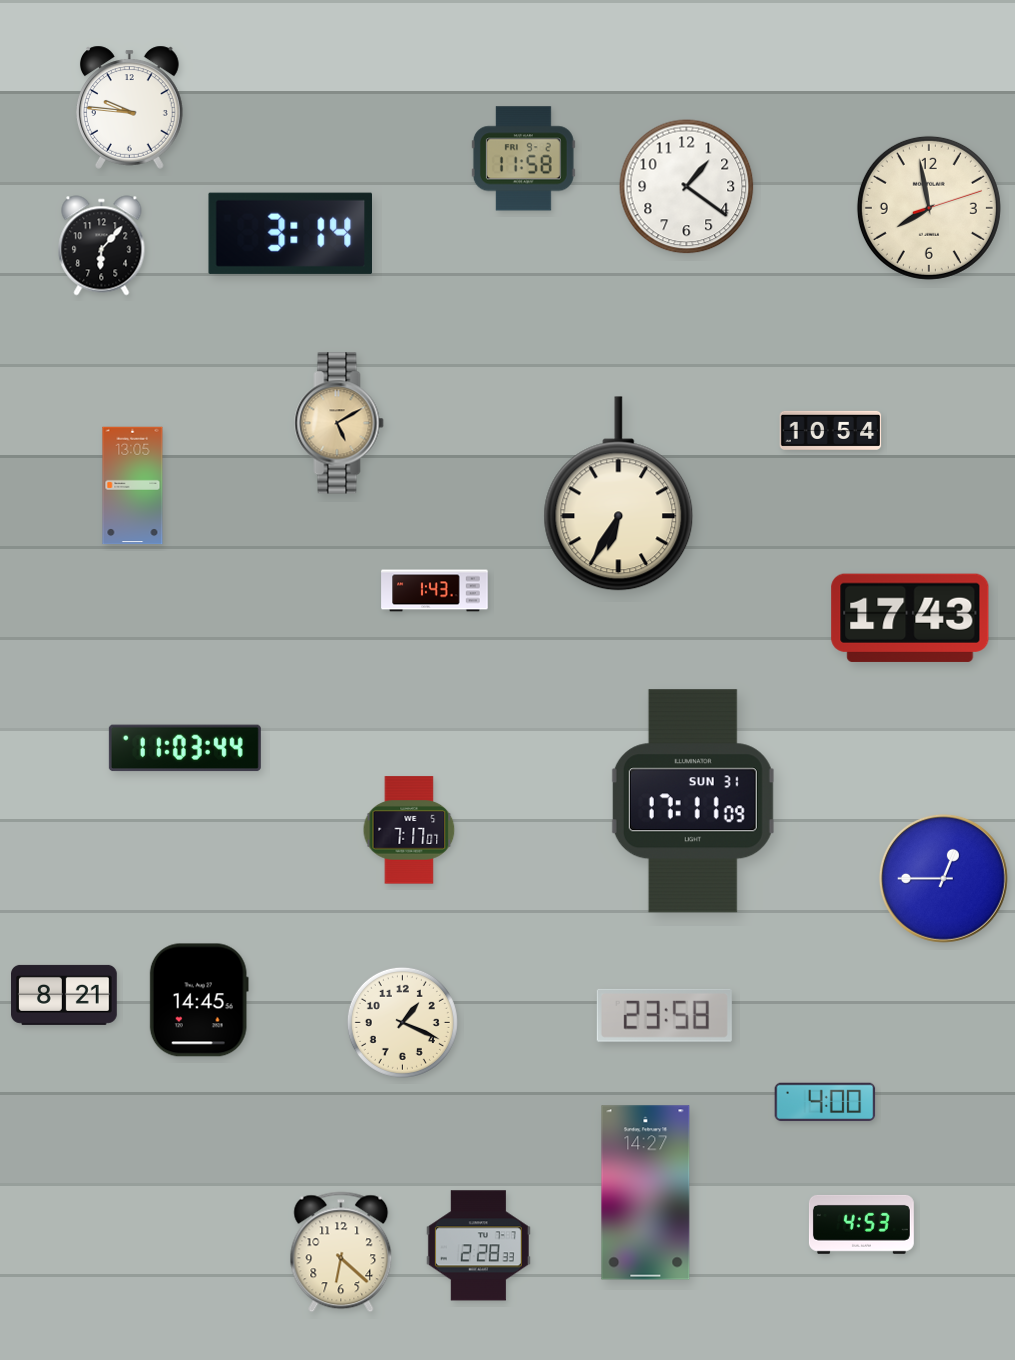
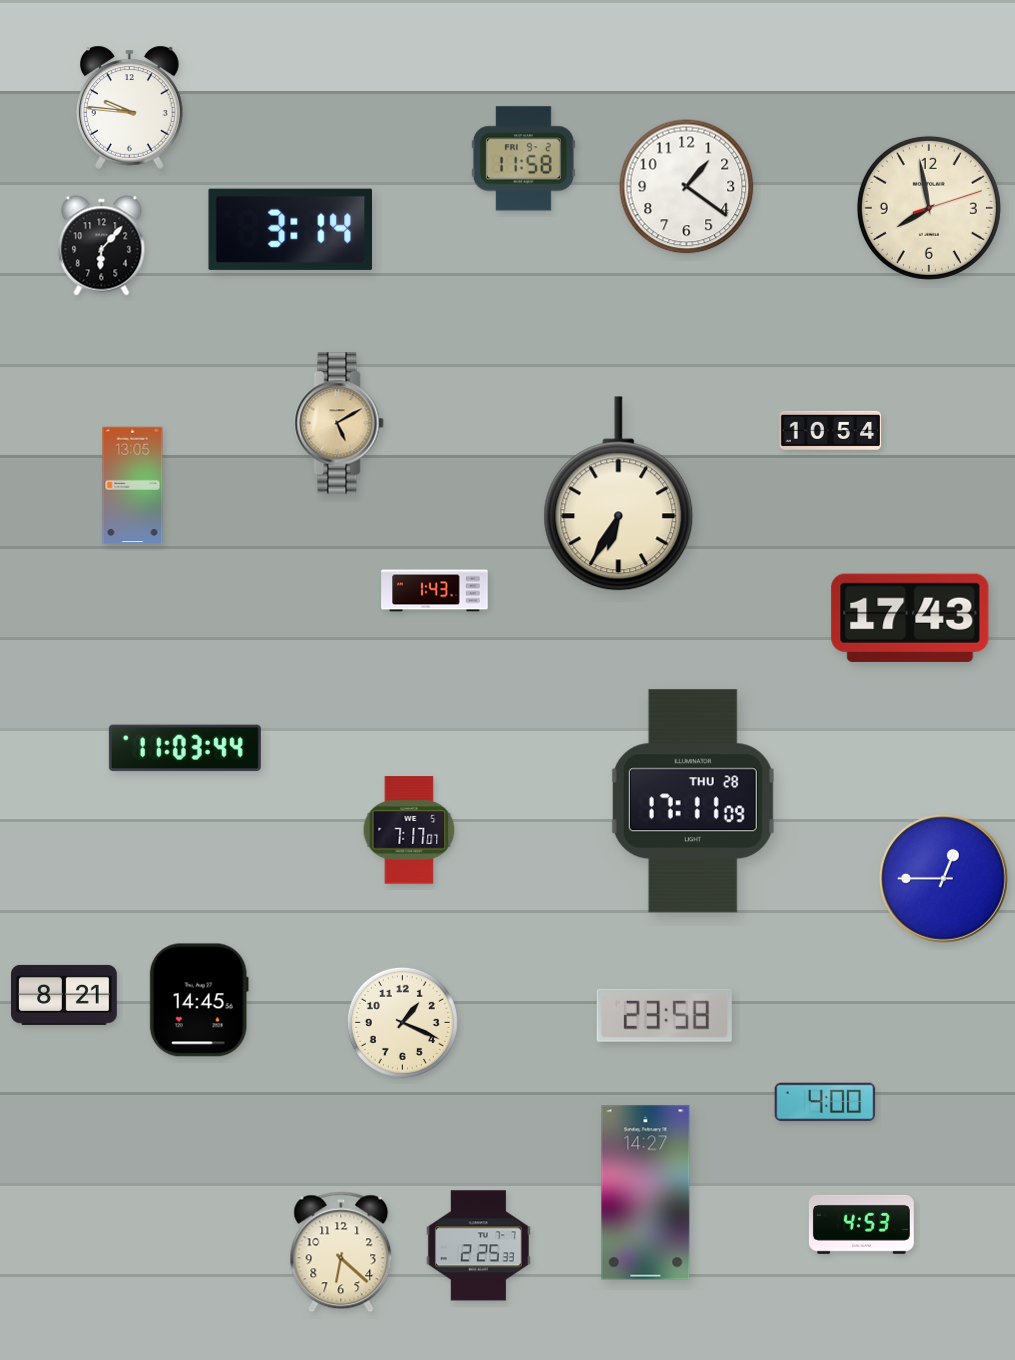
clock at (290, 233) position: (290, 233) -> (290, 229)
clock at (693, 801) date: SUN 31 -> THU 28
clock at (478, 1246): 2:28 -> 2:25
